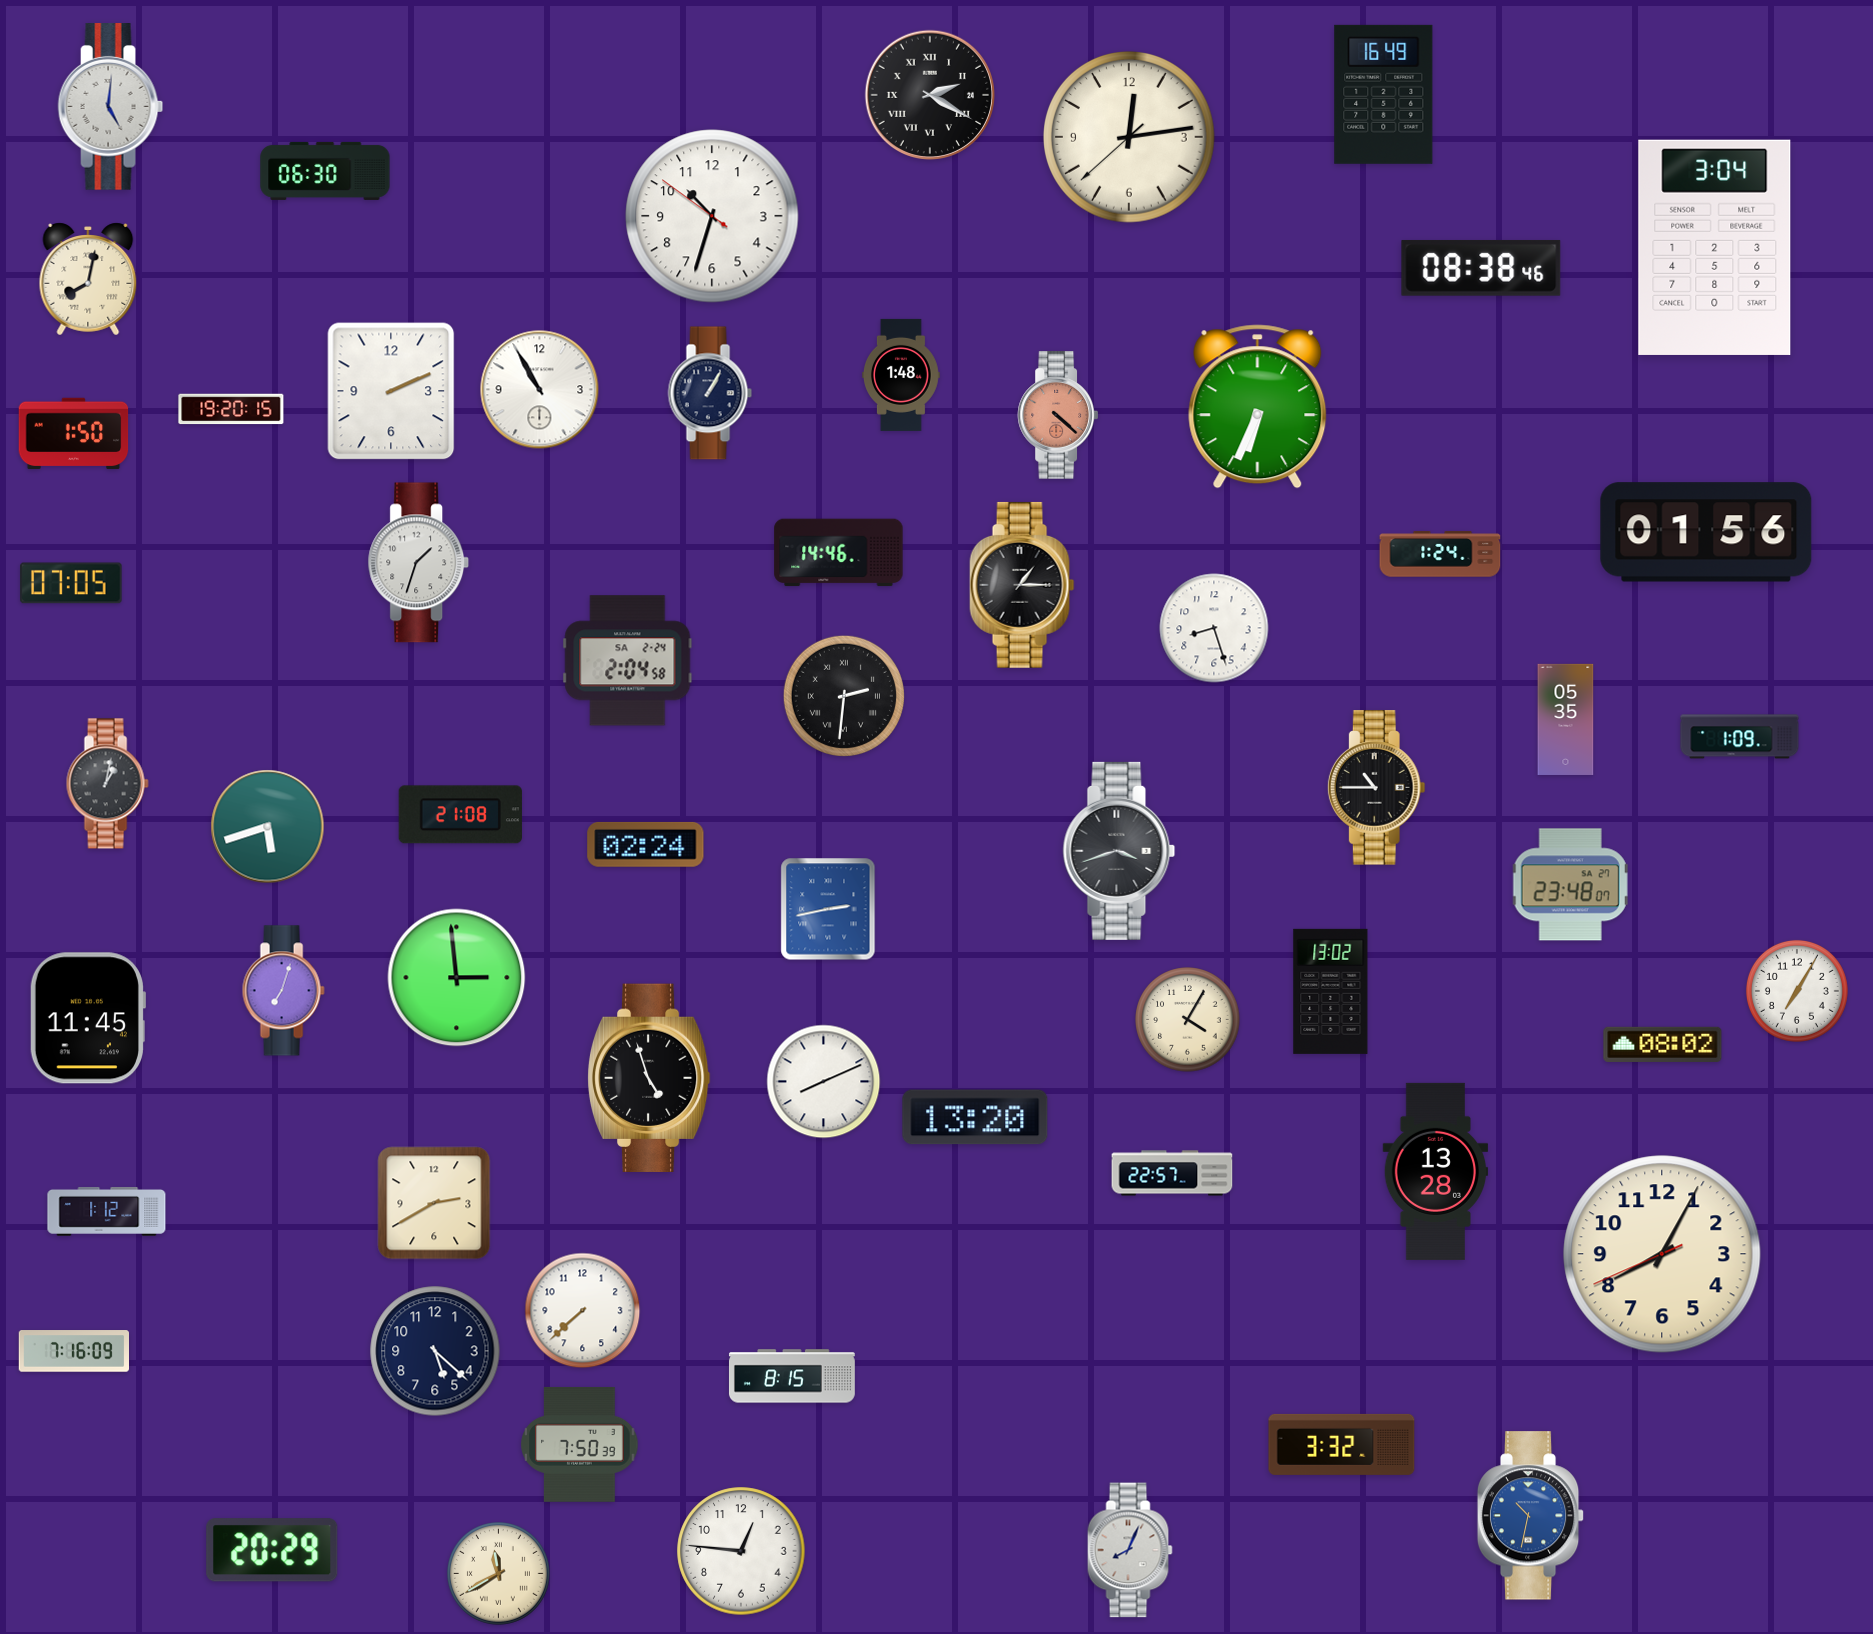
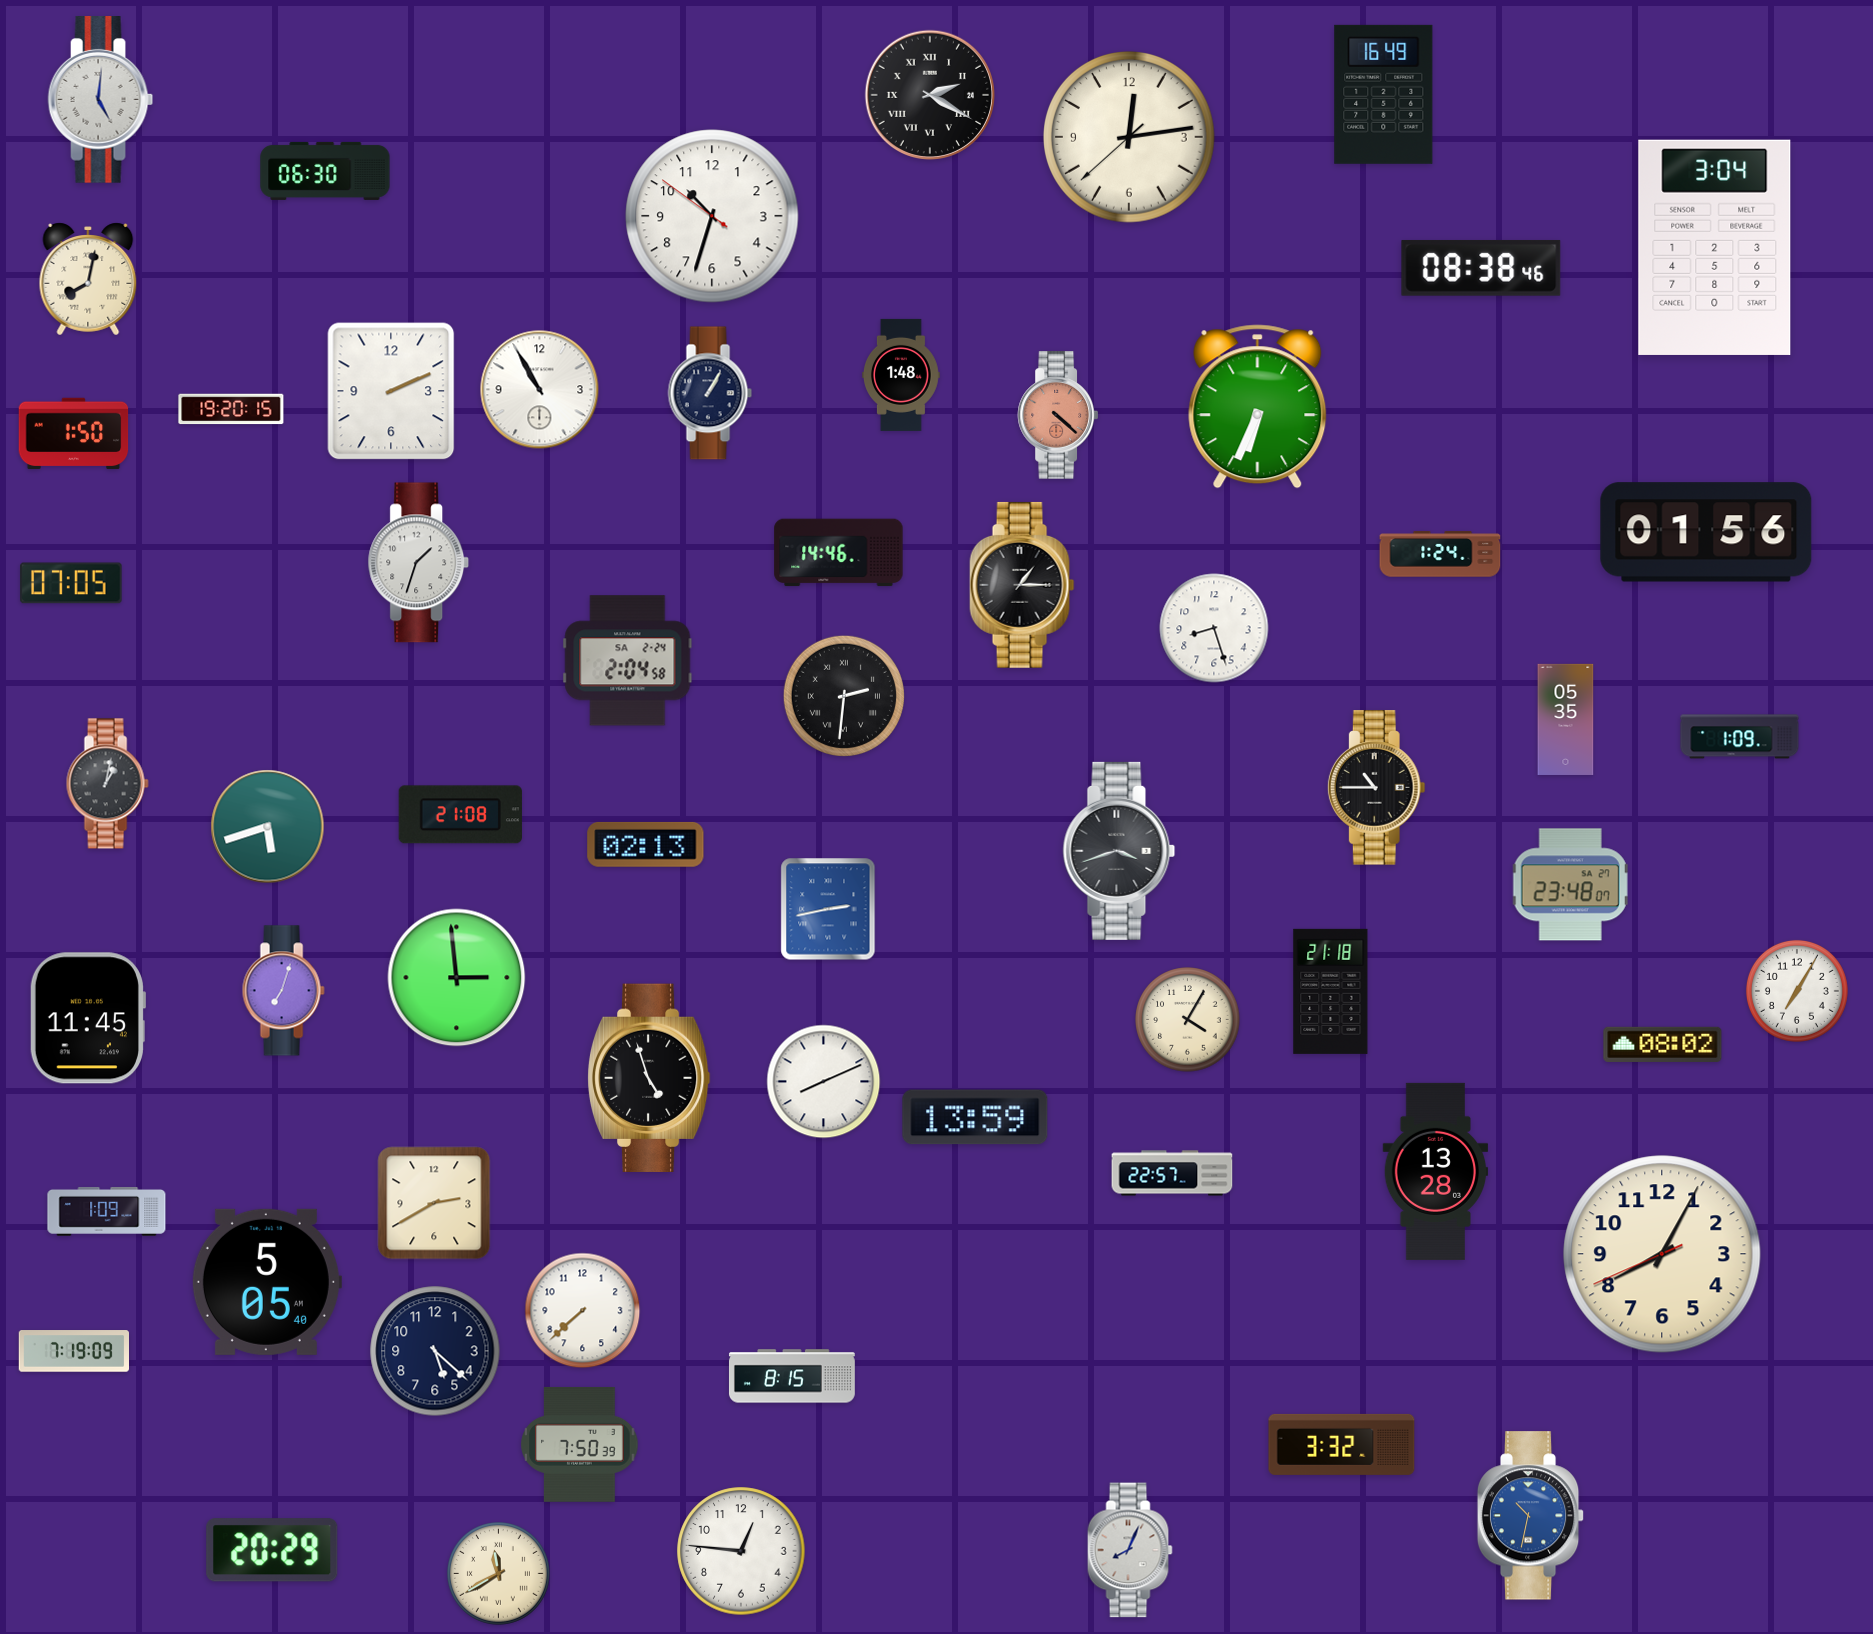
clock at (111, 107) position: (111, 107) -> (101, 100)
clock at (646, 844): 02:24 -> 02:13
clock at (1331, 991): 13:02 -> 21:18
clock at (975, 1117): 13:20 -> 13:59
clock at (107, 1212): 1:12 -> 1:09
clock at (266, 1282): none -> 5:05
clock at (73, 1351): 7:16 -> 7:19
